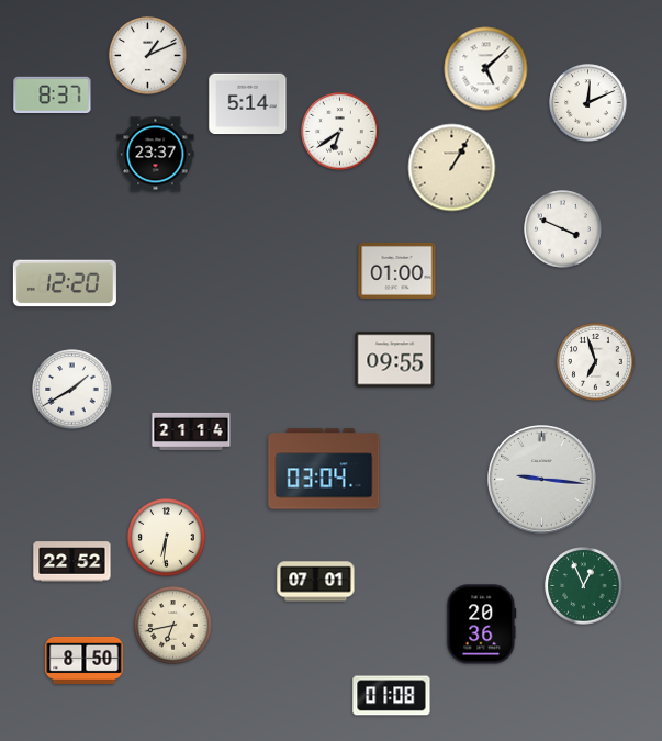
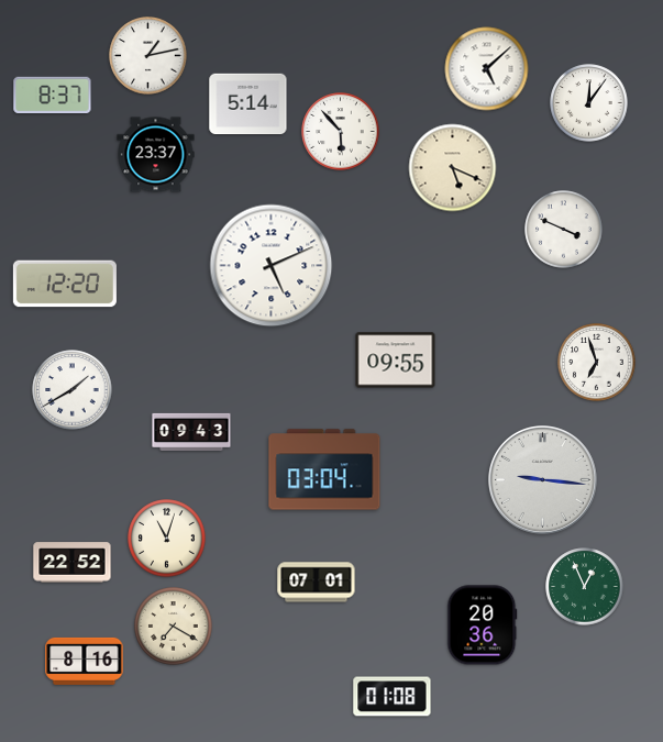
clock at (148, 56): 1:11 -> 1:13
clock at (588, 103): 12:11 -> 12:06
clock at (340, 132): 6:39 -> 5:53
clock at (452, 168): 1:05 -> 5:19
clock at (272, 266): none -> 5:11
clock at (397, 270): 01:00 -> none
clock at (191, 431): 21:14 -> 09:43
clock at (167, 538): 6:31 -> 11:03
clock at (173, 626): 6:43 -> 7:20
clock at (85, 660): 8:50 -> 8:16
